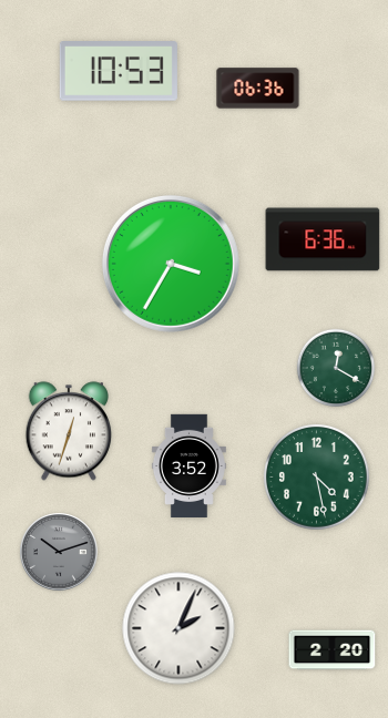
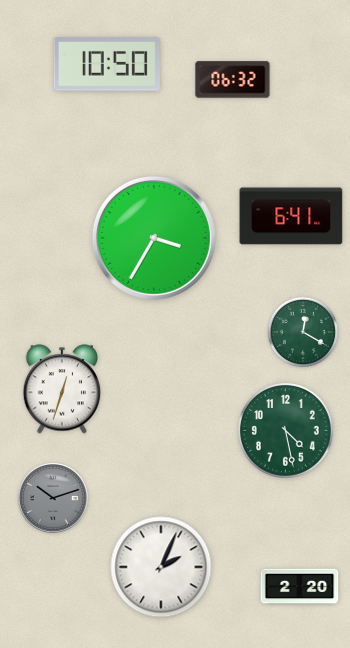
clock at (119, 72): 10:53 -> 10:50
clock at (258, 89): 06:36 -> 06:32
clock at (323, 239): 6:36 -> 6:41
clock at (188, 465): 3:52 -> none
